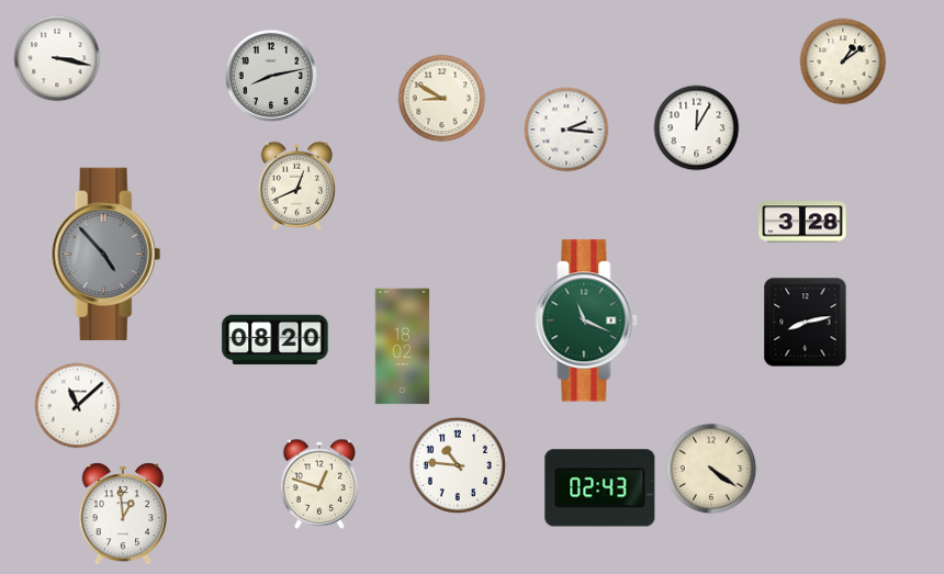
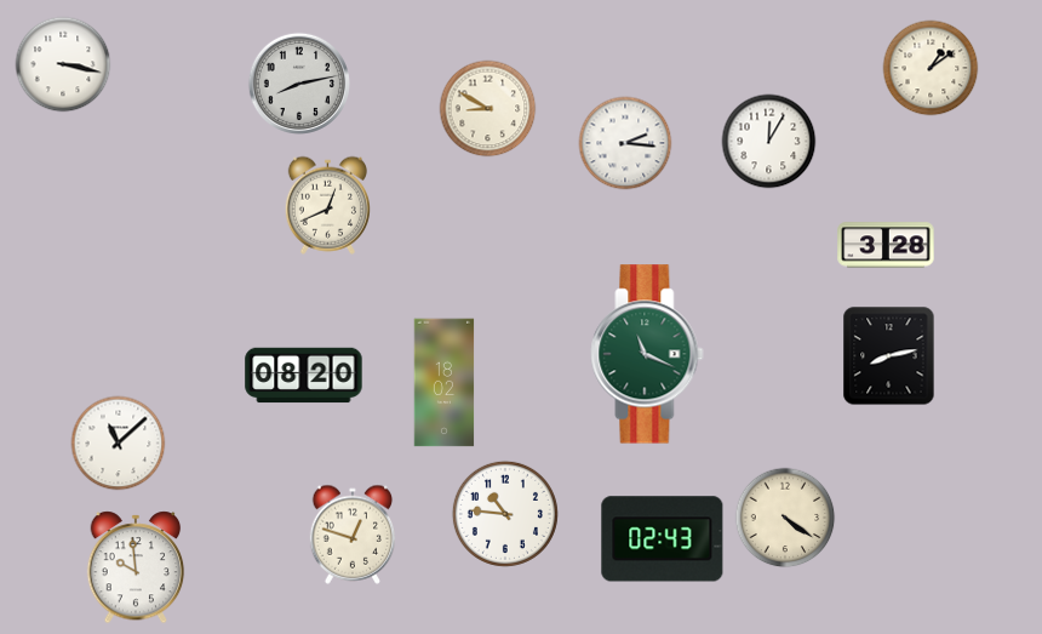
clock at (106, 254): 4:53 -> none
clock at (78, 406) position: (78, 406) -> (119, 444)
clock at (123, 514): 12:59 -> 9:59
